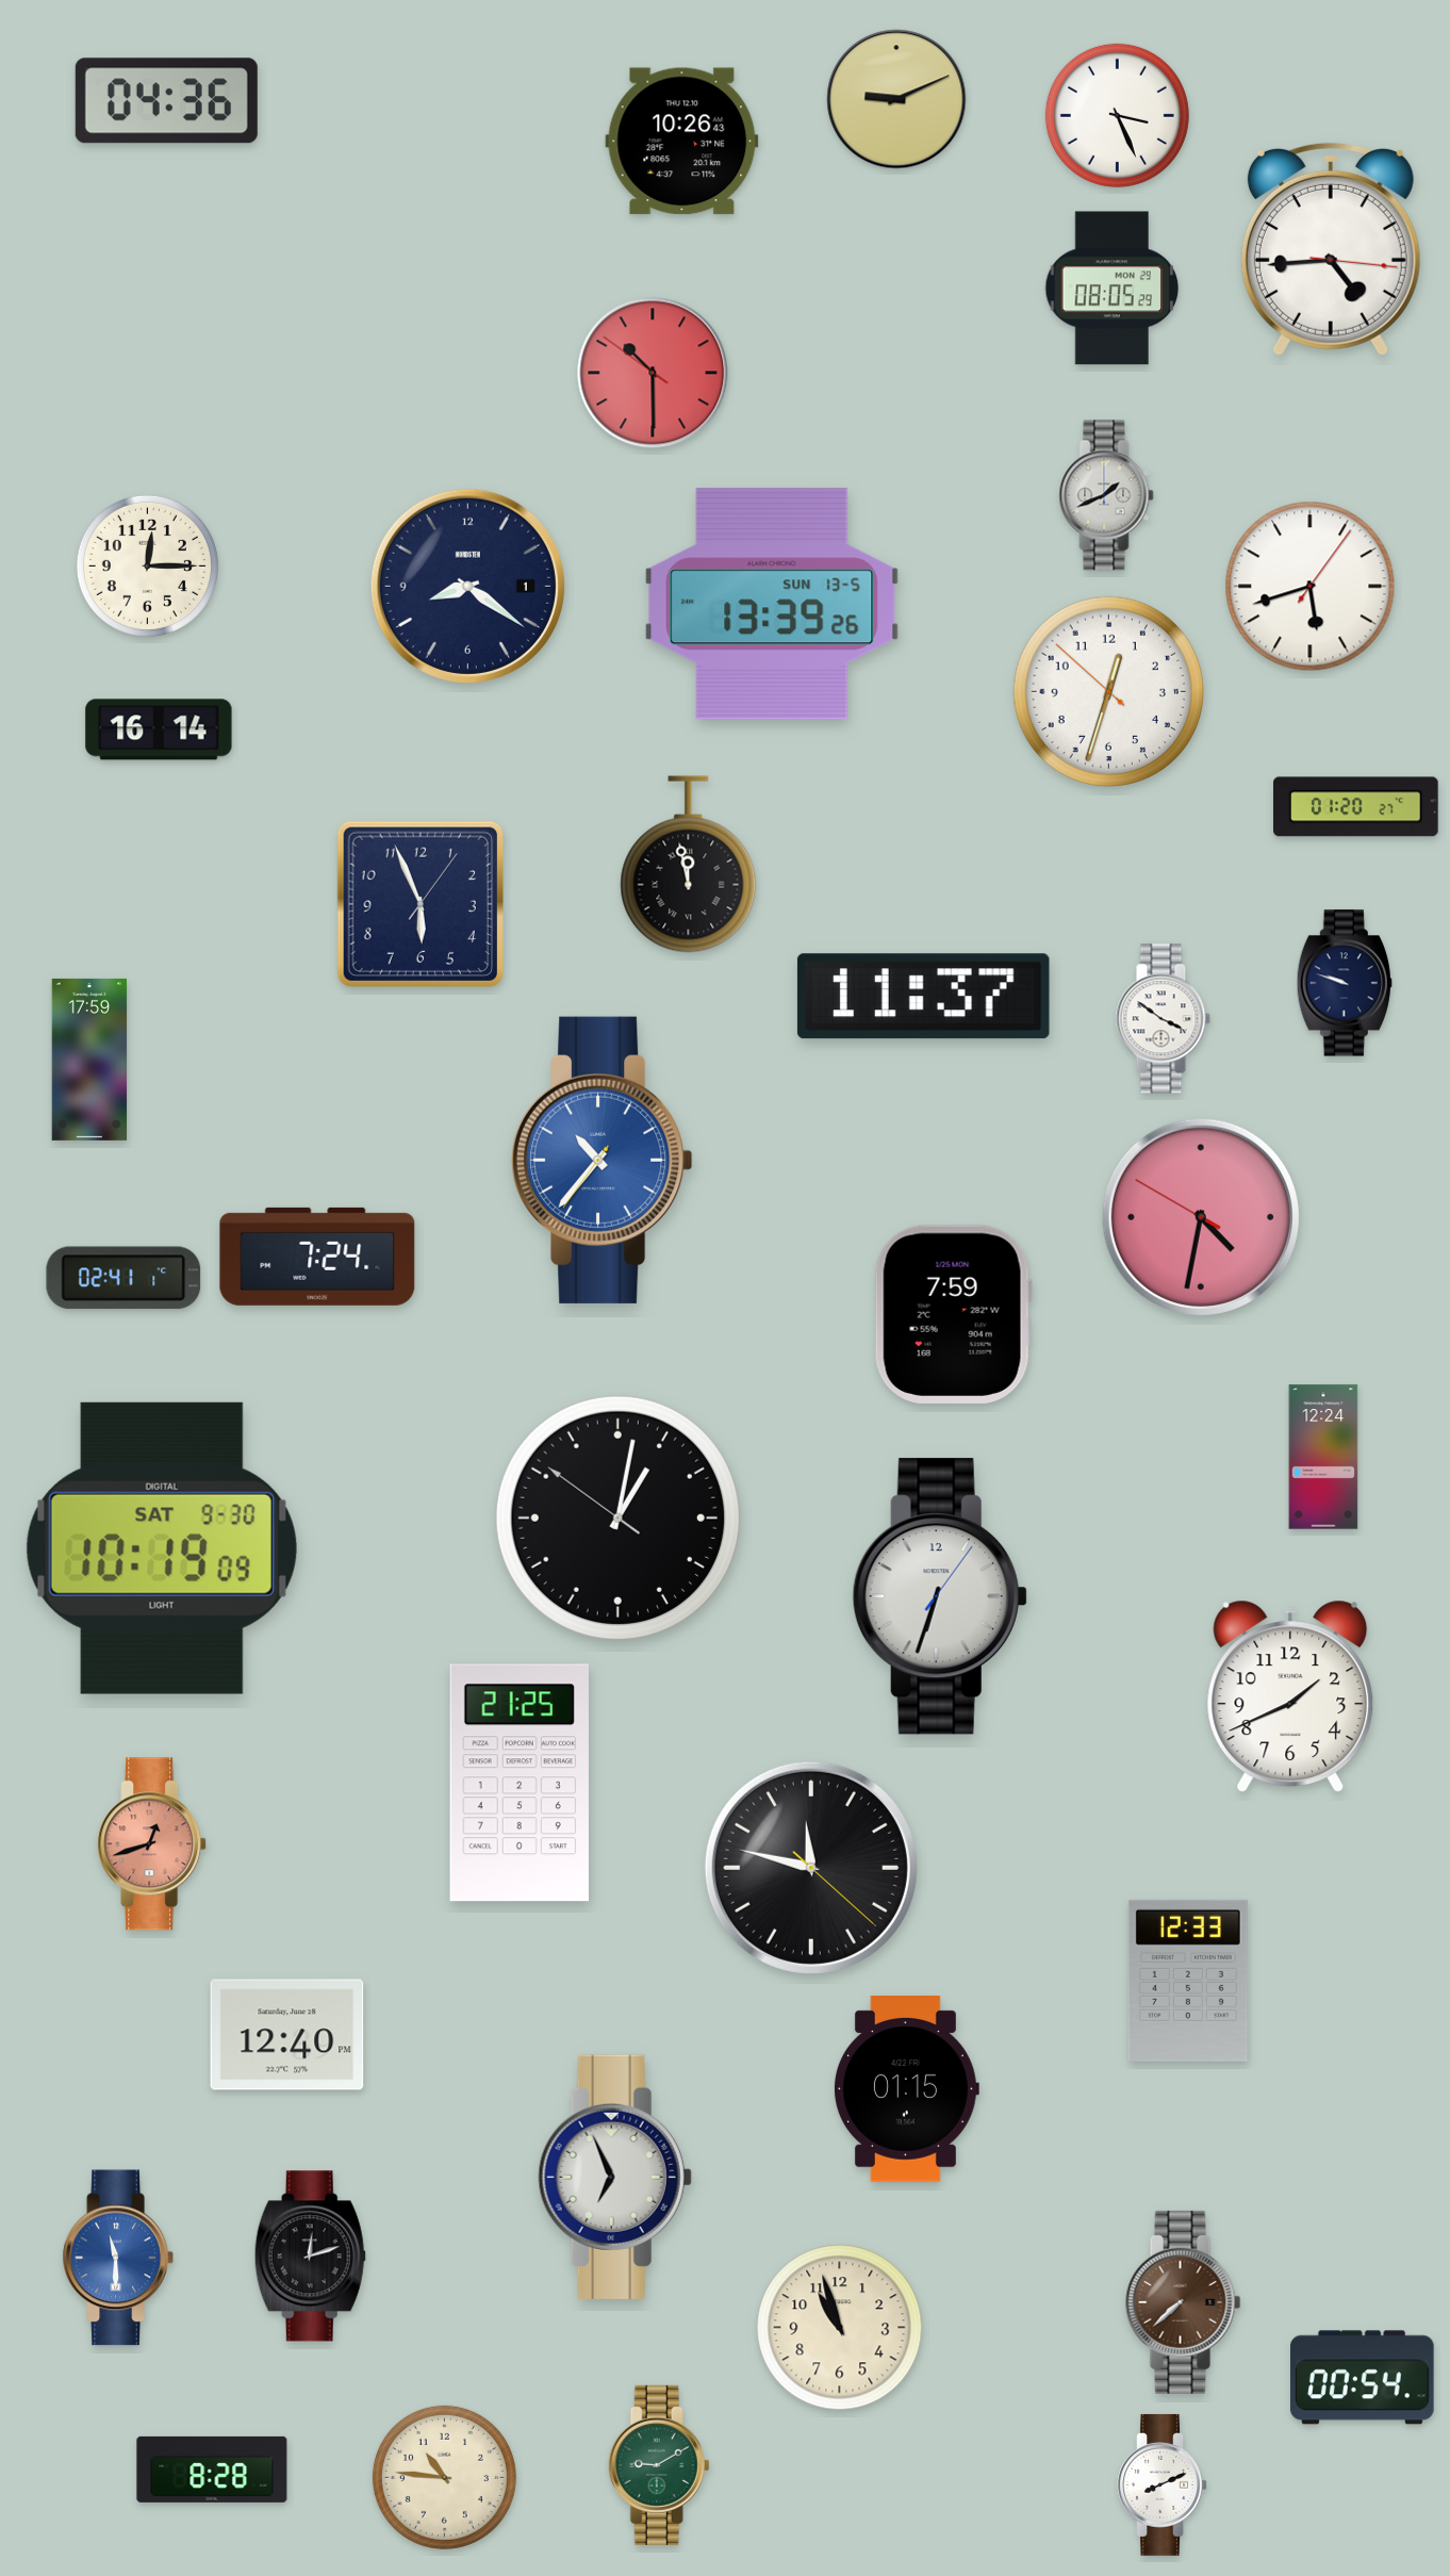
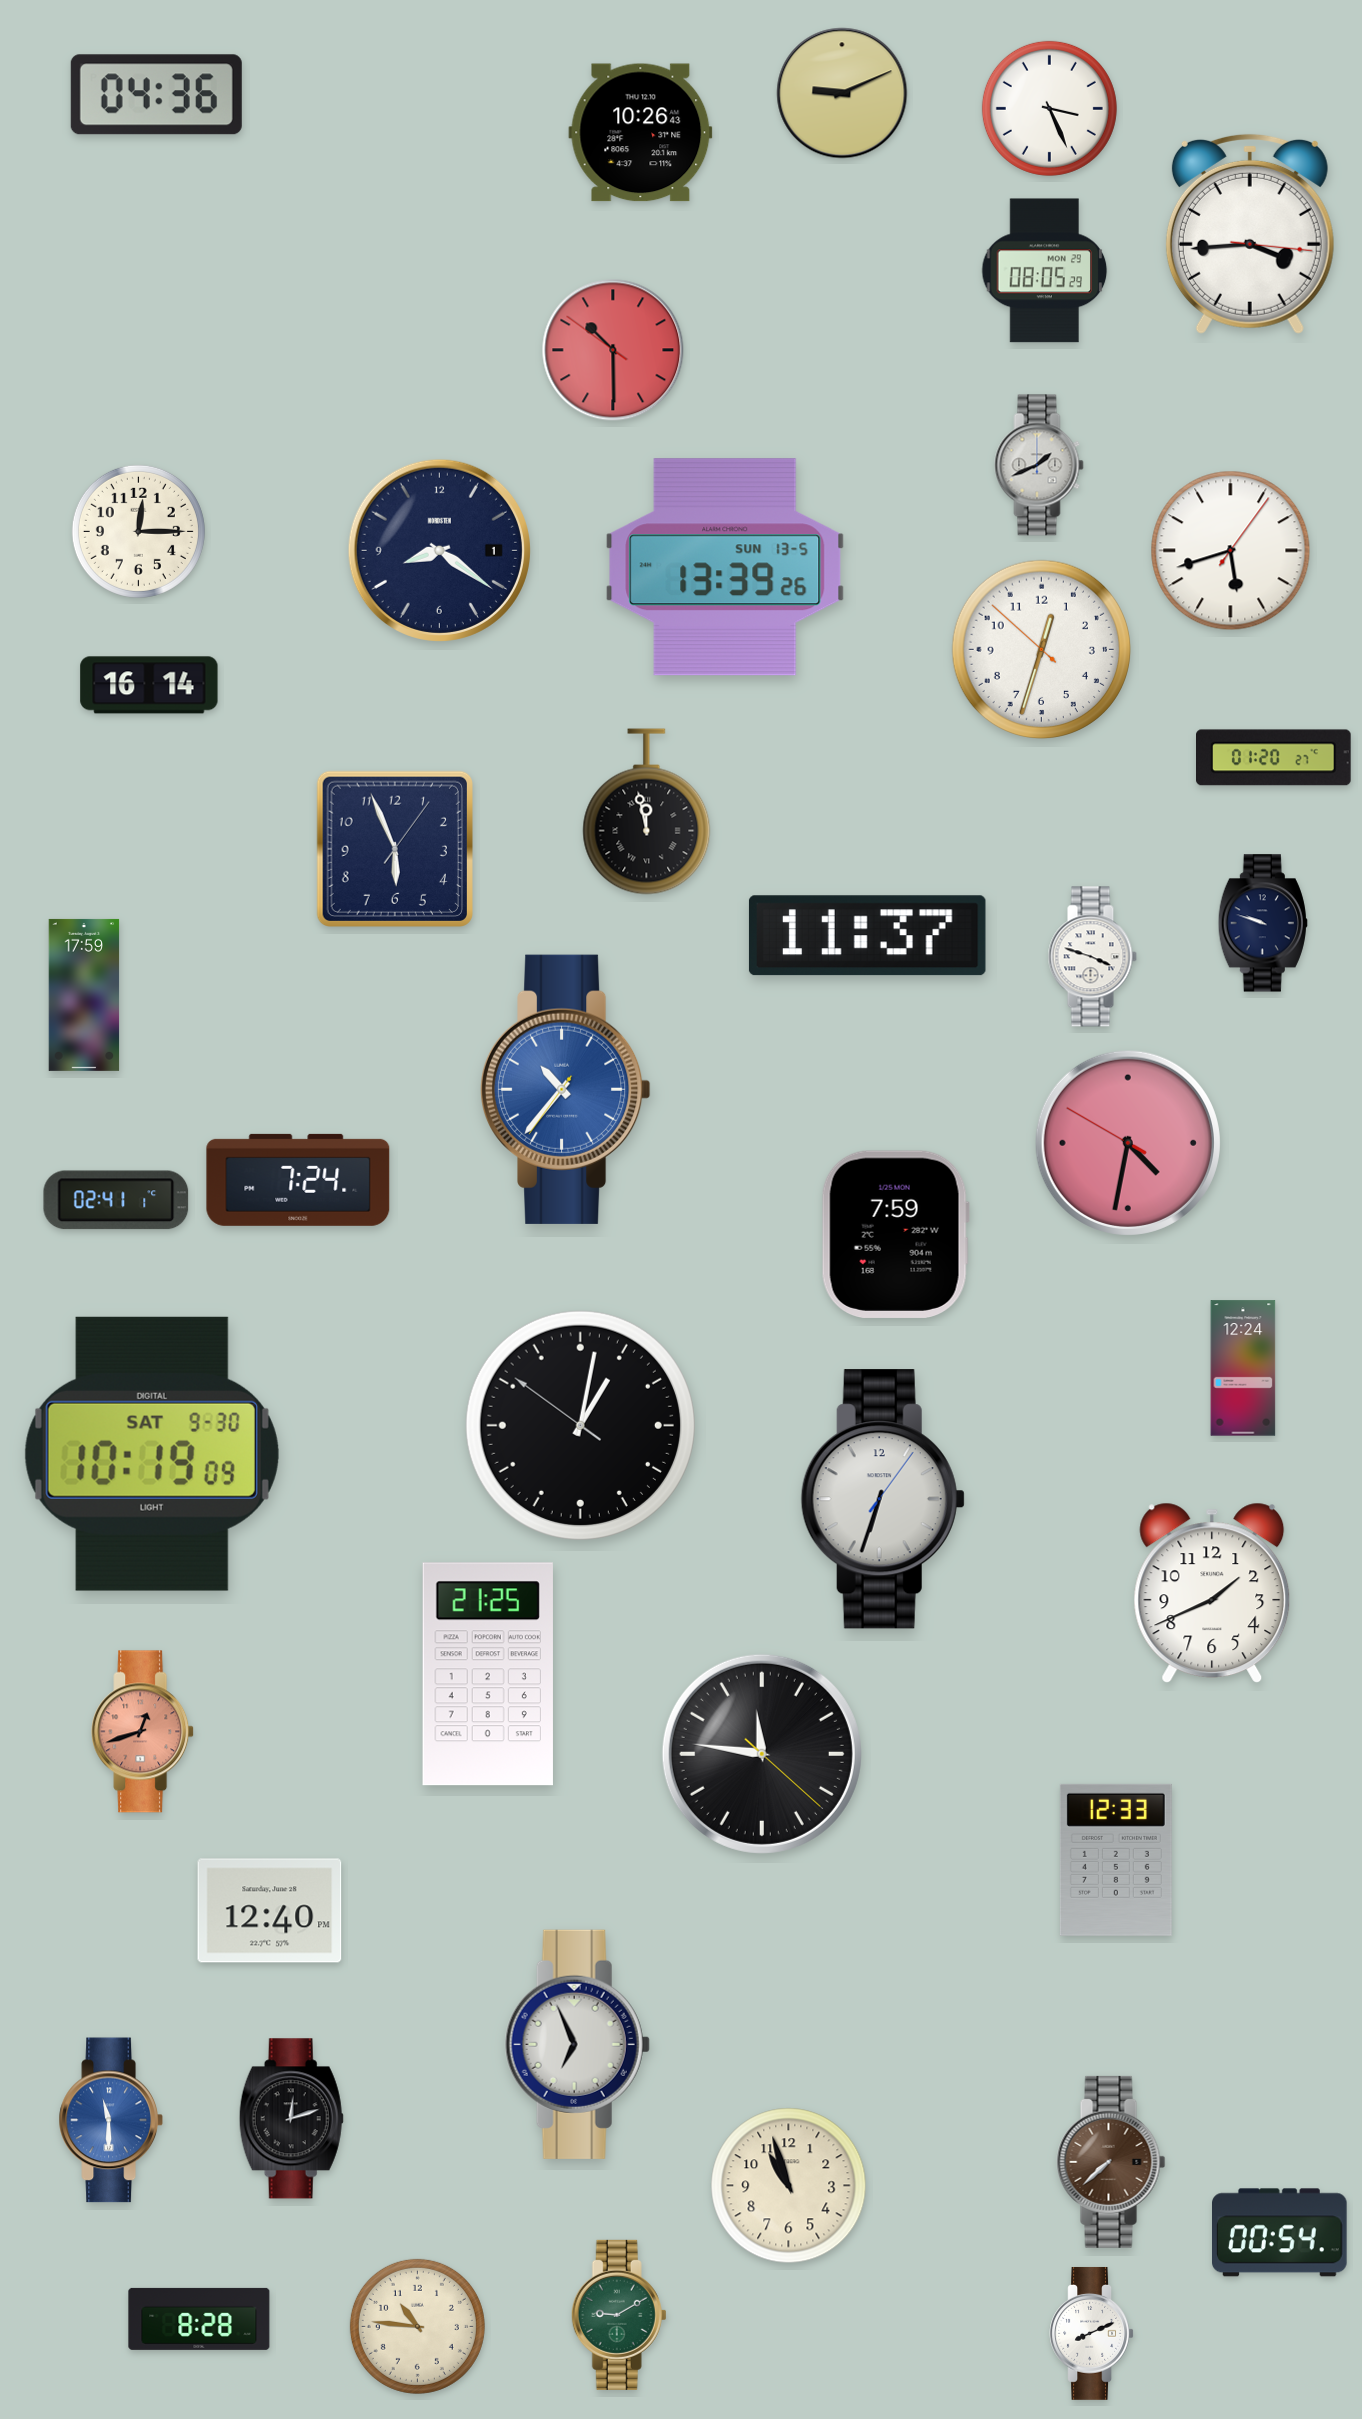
clock at (1331, 249): 4:44 -> 3:44
clock at (1163, 1019): 3:51 -> 3:48
clock at (811, 1868): 11:47 -> 11:46
clock at (906, 2089): 01:15 -> none
